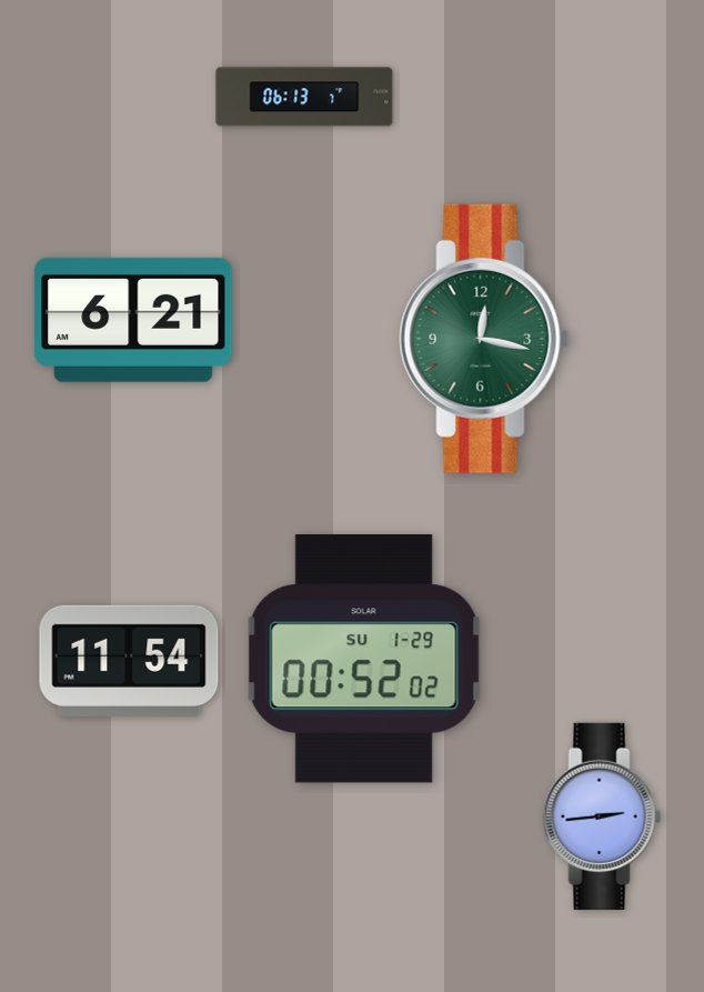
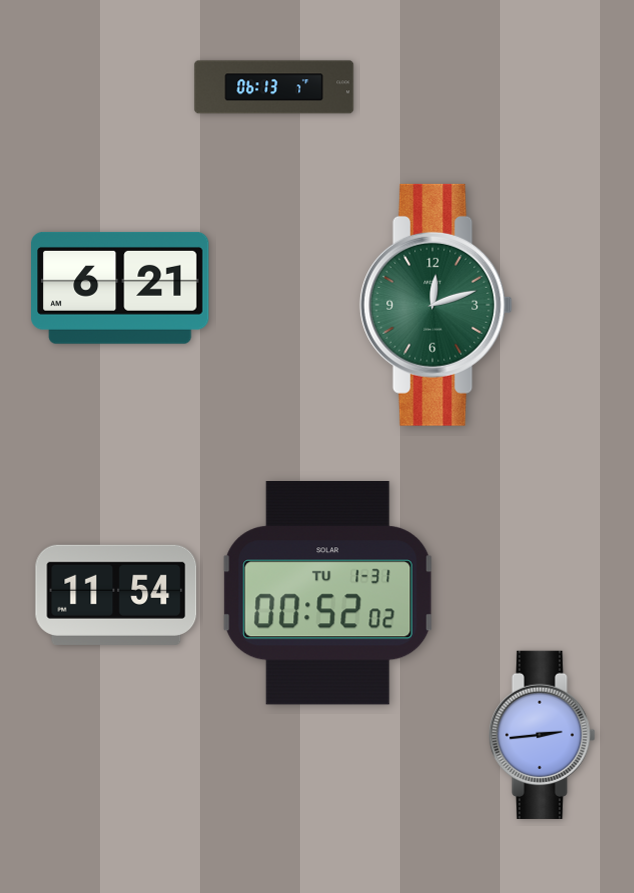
clock at (484, 339): 12:17 -> 12:12
clock at (364, 660) date: SU 1-29 -> TU 1-31
